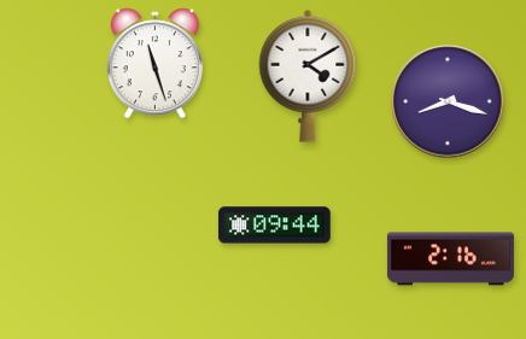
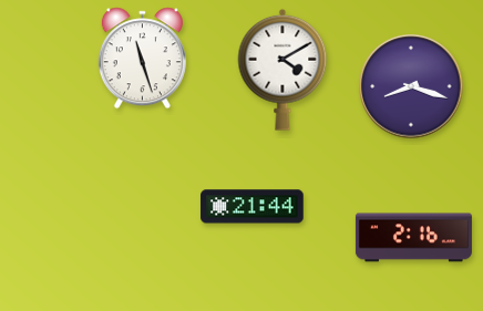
clock at (448, 101) position: (448, 101) -> (411, 86)
clock at (275, 226): 09:44 -> 21:44
